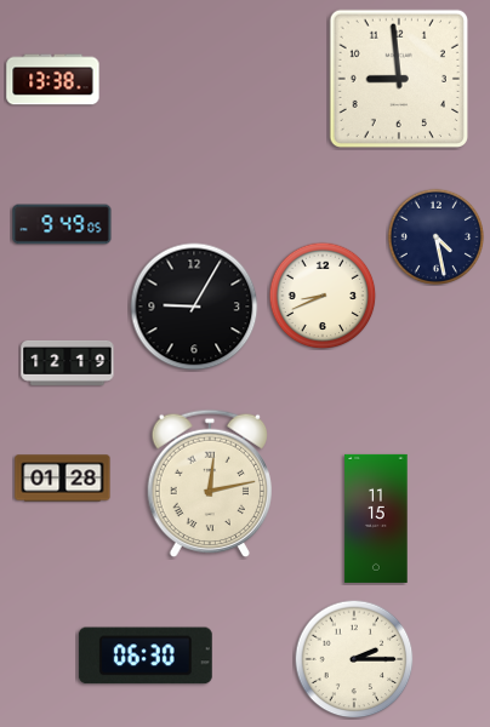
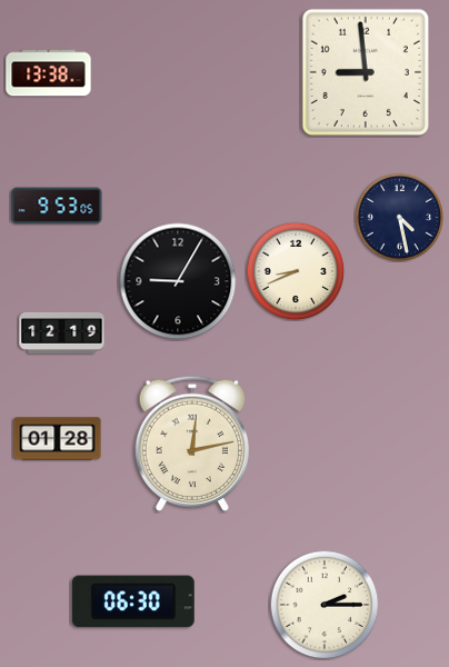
clock at (62, 224): 9:49 -> 9:53
clock at (376, 519): 11:15 -> none
